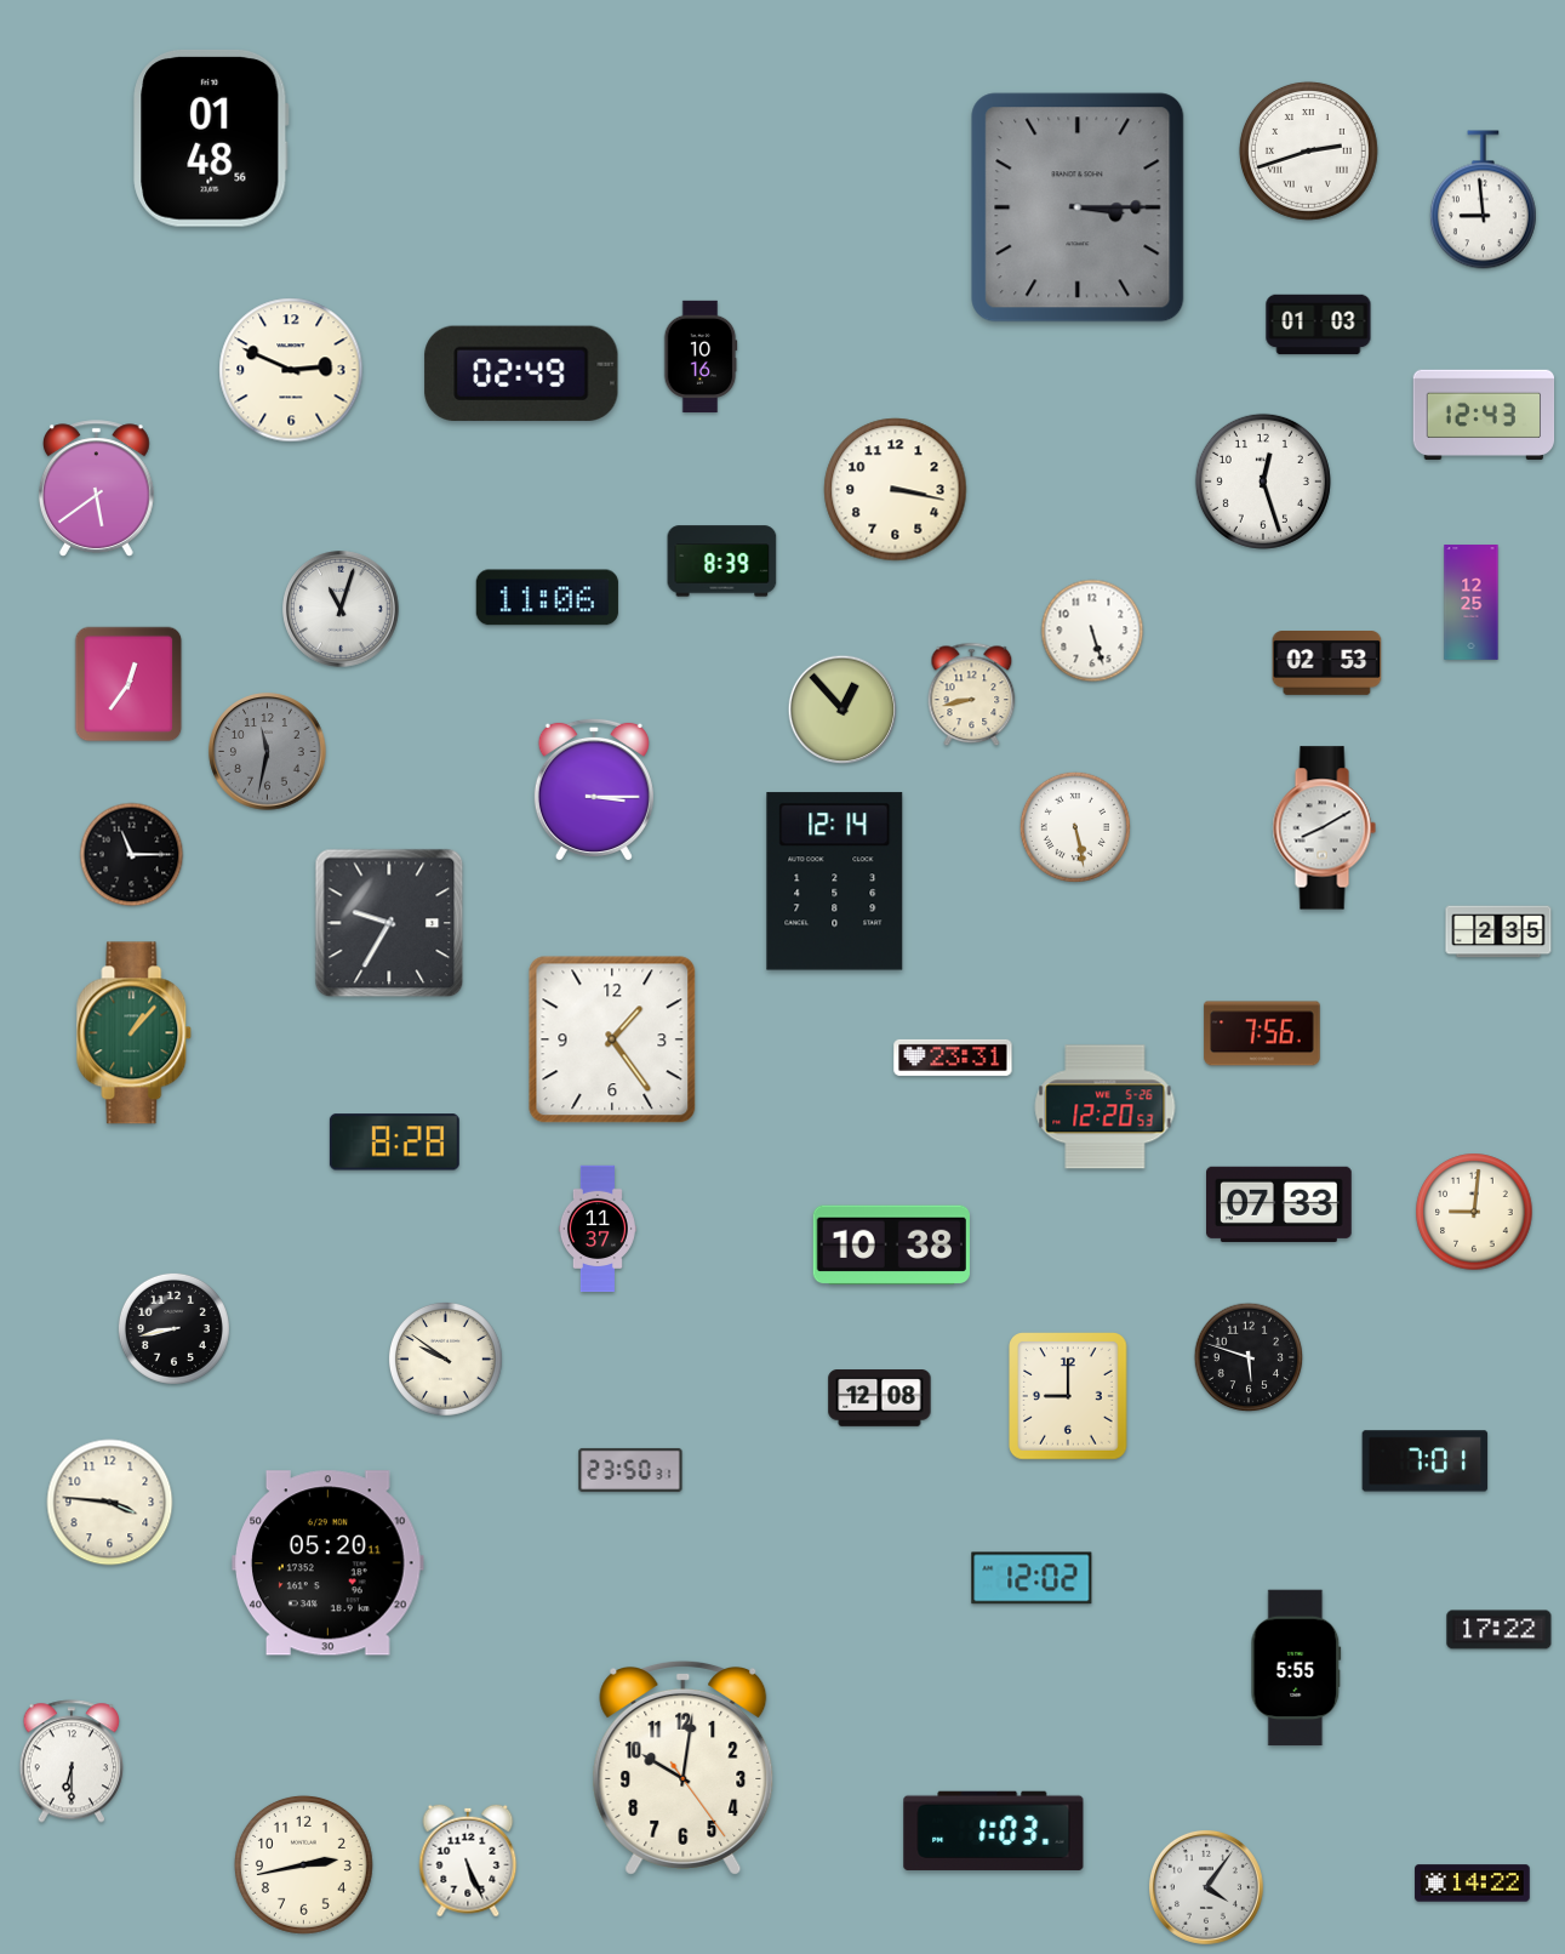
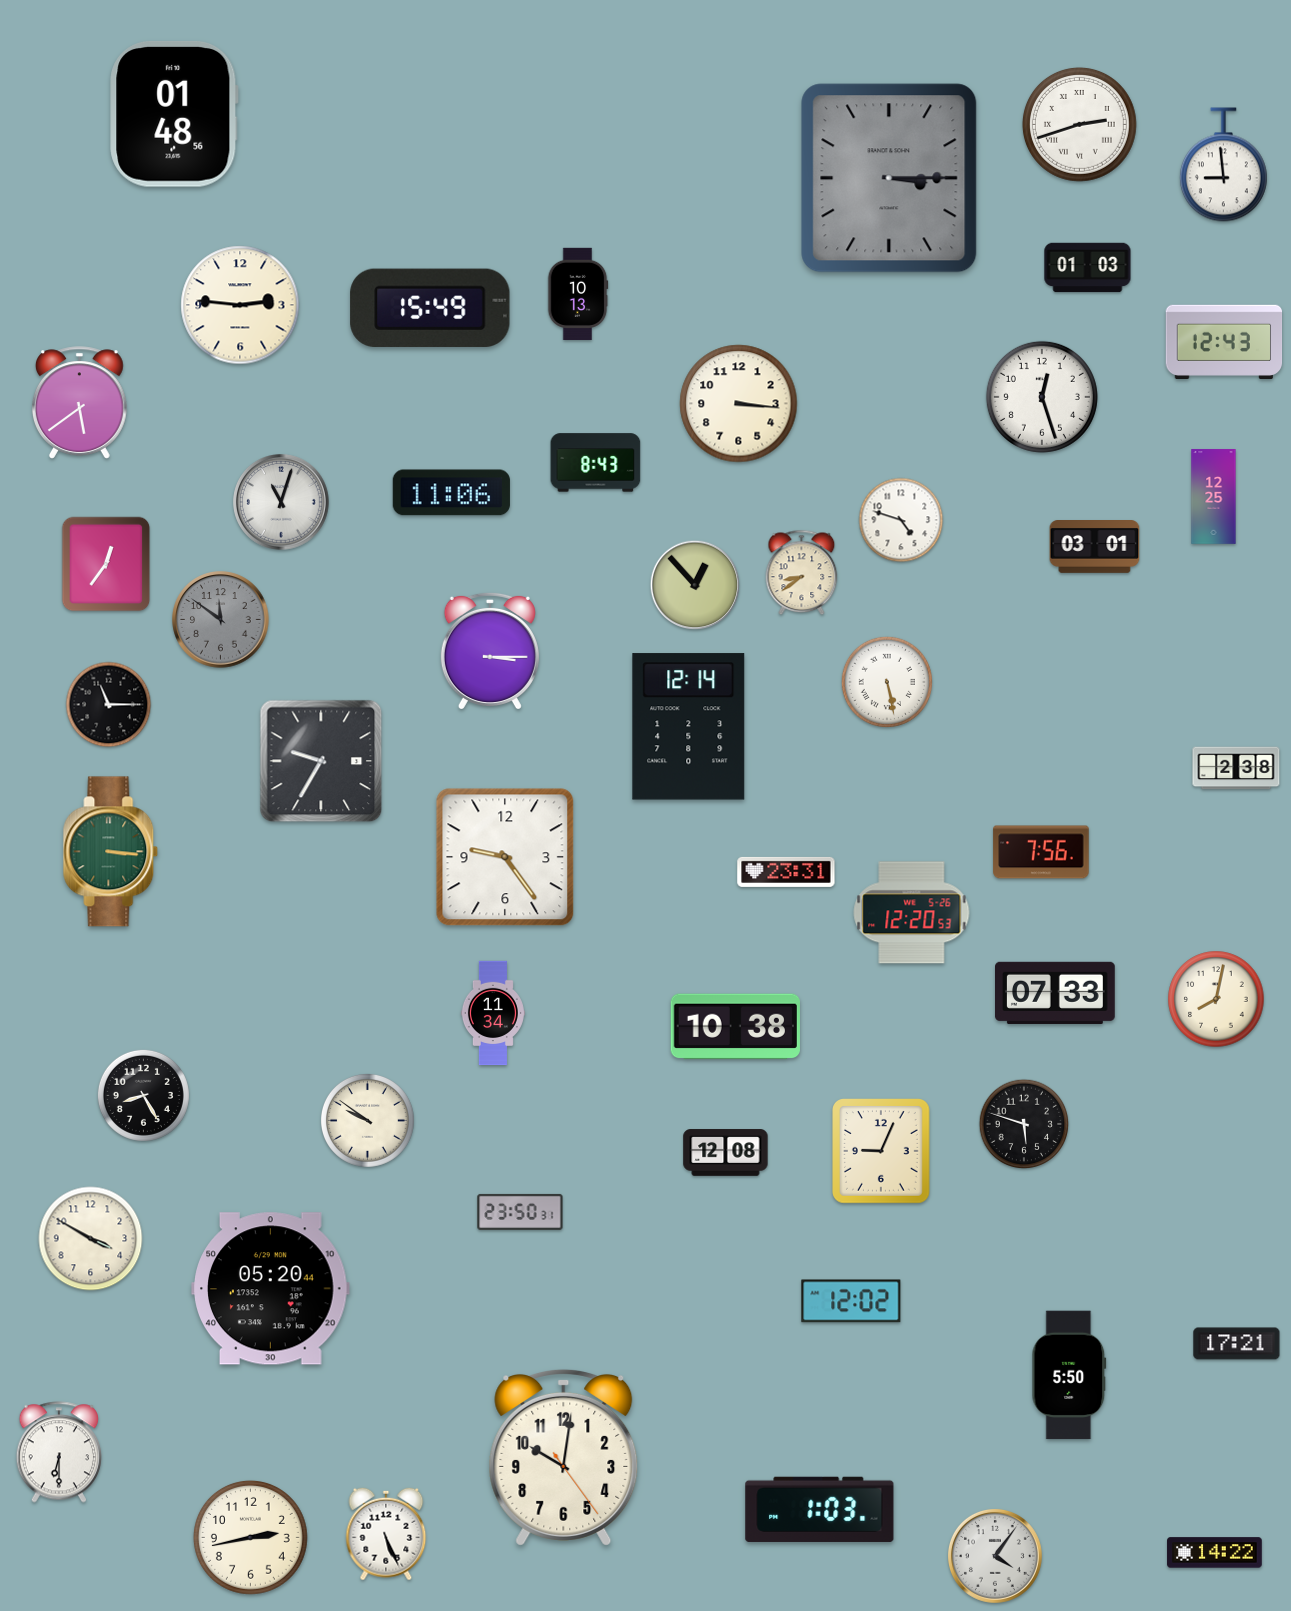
clock at (1078, 207) position: (1078, 207) -> (889, 178)
clock at (701, 355): 10:16 -> 10:13
clock at (291, 370): 2:49 -> 2:46
clock at (521, 372): 02:49 -> 15:49
clock at (896, 490): 3:17 -> 3:16
clock at (722, 562): 8:39 -> 8:43
clock at (1092, 631): 5:27 -> 4:48
clock at (1327, 663): 02:53 -> 03:01
clock at (972, 695): 8:43 -> 8:39
clock at (268, 752): 11:32 -> 11:51
clock at (1324, 828): 8:10 -> none
clock at (1498, 932): 2:35 -> 2:38
clock at (135, 1033): 1:07 -> 3:16
clock at (612, 1039): 1:24 -> 9:24
clock at (394, 1143): 8:28 -> none
clock at (1474, 1212): 9:01 -> 8:02
clock at (598, 1229): 11:37 -> 11:34
clock at (173, 1328): 8:43 -> 8:25
clock at (1249, 1357) position: (1249, 1357) -> (1024, 1124)
clock at (1069, 1397): 9:00 -> 9:04
clock at (1426, 1462): 7:01 -> none
clock at (110, 1503): 3:46 -> 3:50
clock at (329, 1563): 05:20:11 -> 05:20:44
clock at (1500, 1630): 17:22 -> 17:21
clock at (1296, 1668): 5:55 -> 5:50
